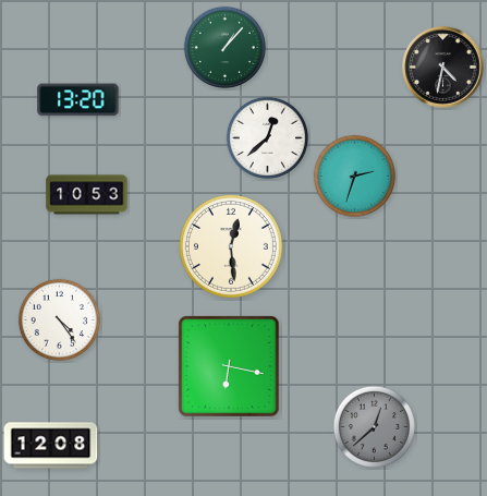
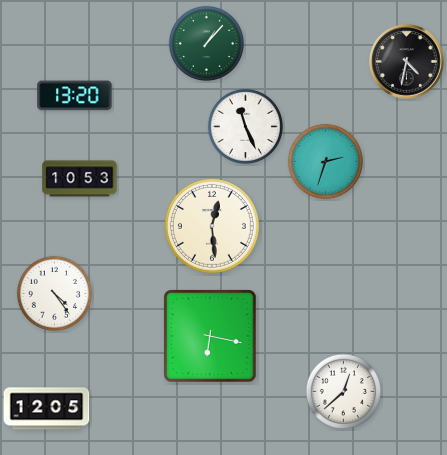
clock at (78, 100) position: (78, 100) -> (75, 96)
clock at (267, 137): 12:38 -> 11:26
clock at (374, 426) dial: grey -> white
clock at (51, 446): 12:08 -> 12:05
